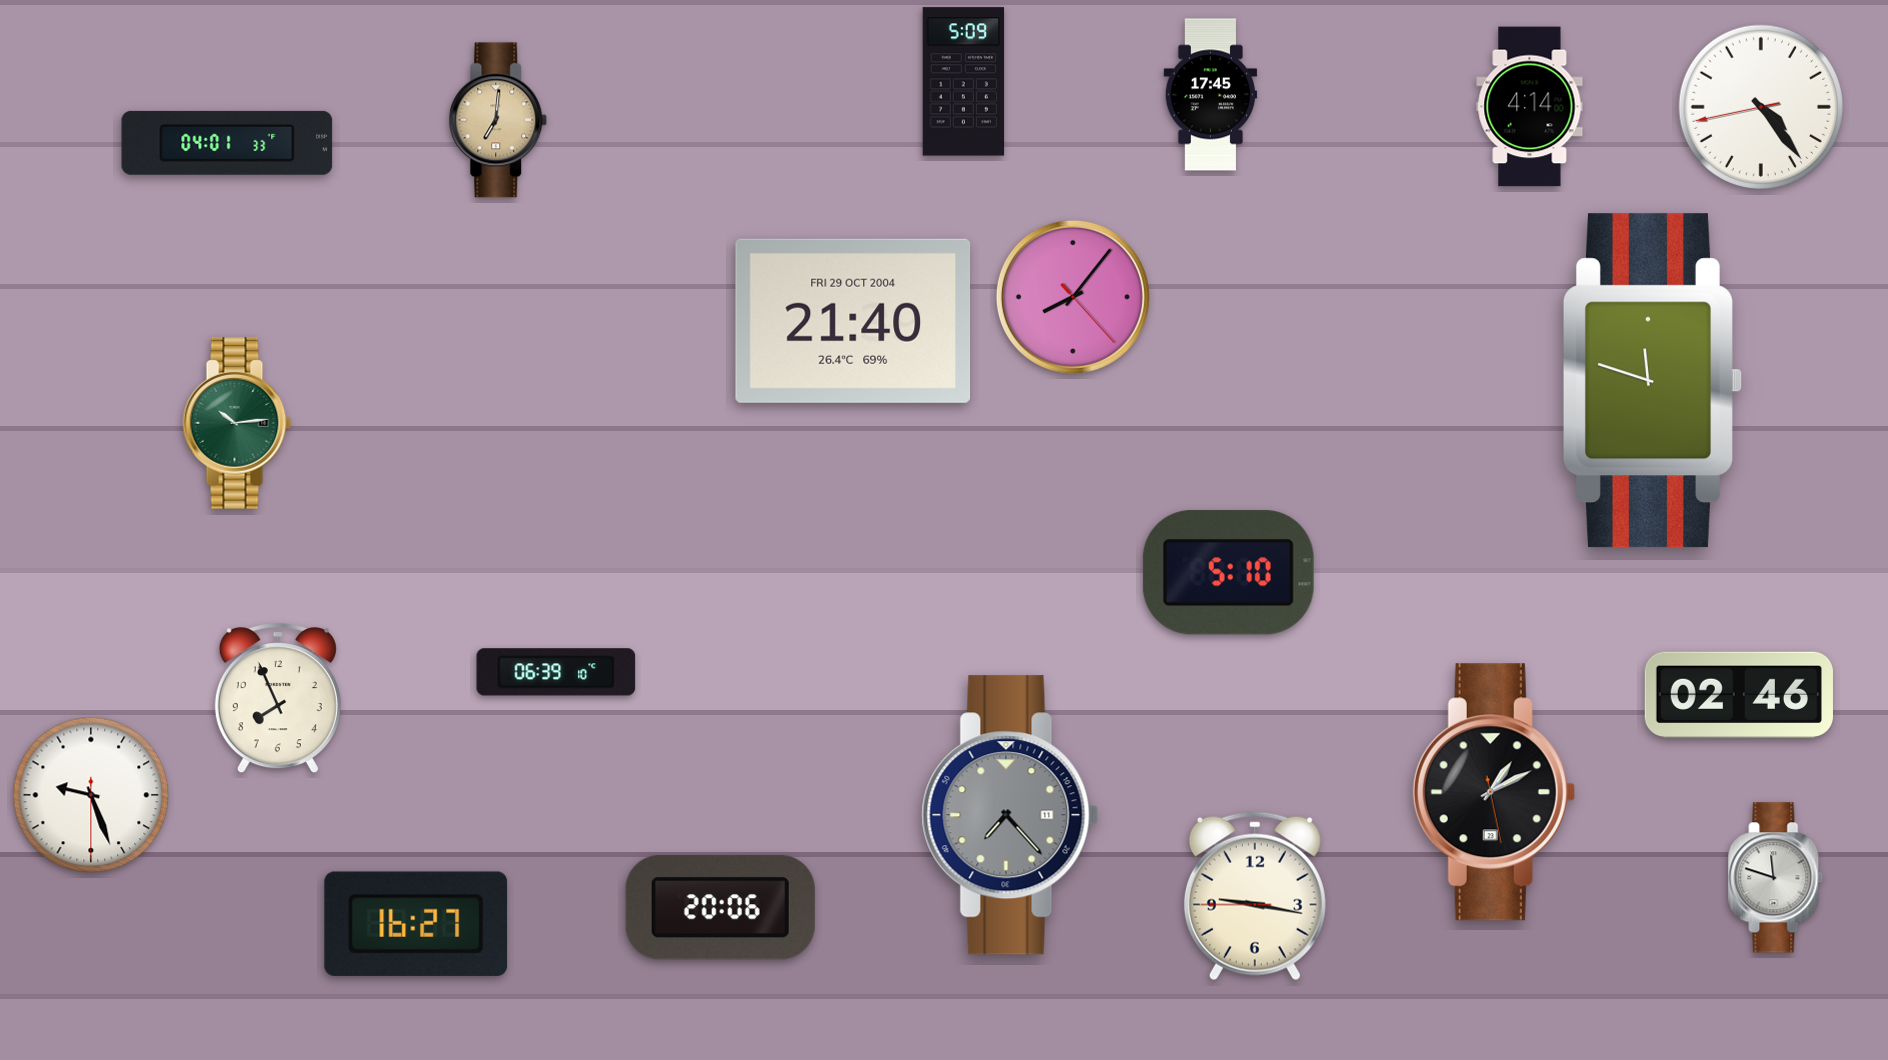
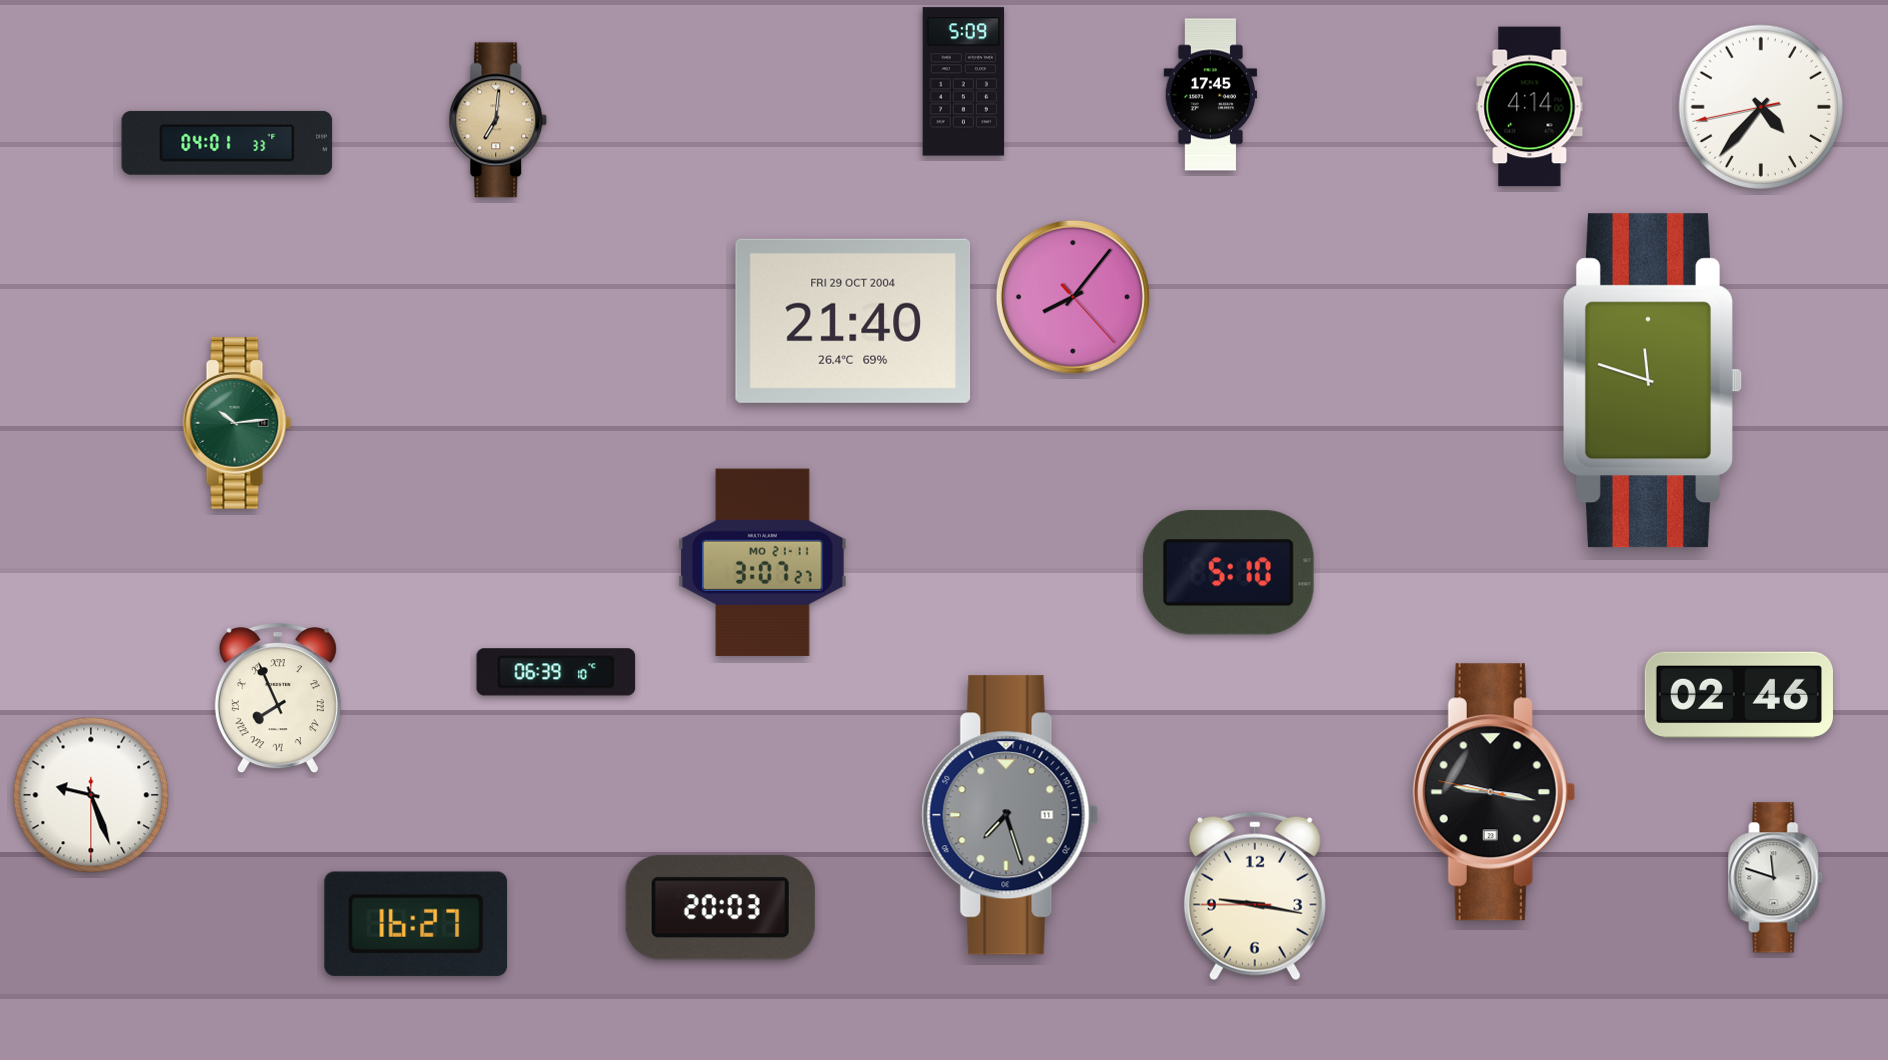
clock at (1760, 106): 4:23 -> 4:36
clock at (763, 562): none -> 3:07
clock at (278, 699) numerals: Arabic -> Roman
clock at (1494, 792): 1:10 -> 9:16
clock at (1010, 815): 7:23 -> 7:27
clock at (720, 908): 20:06 -> 20:03
